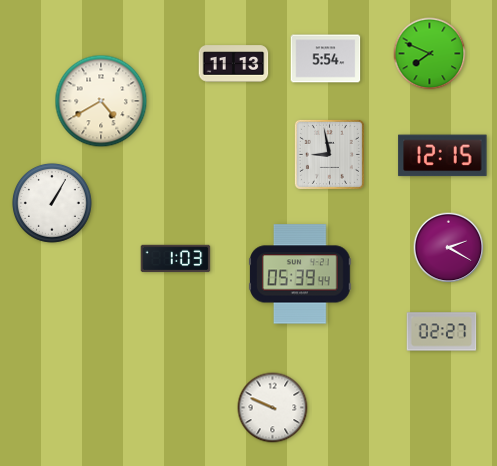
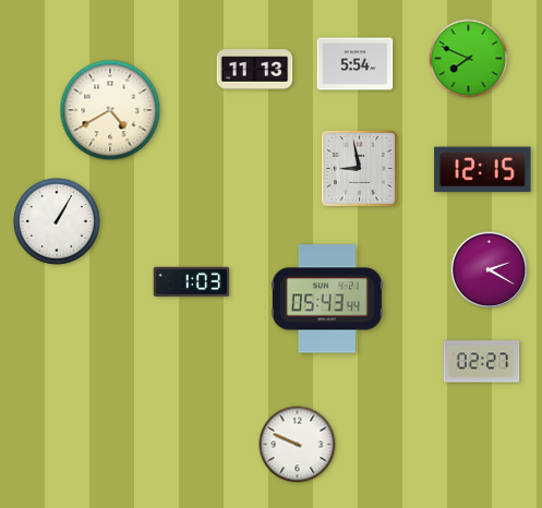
clock at (300, 274): 05:39 -> 05:43
